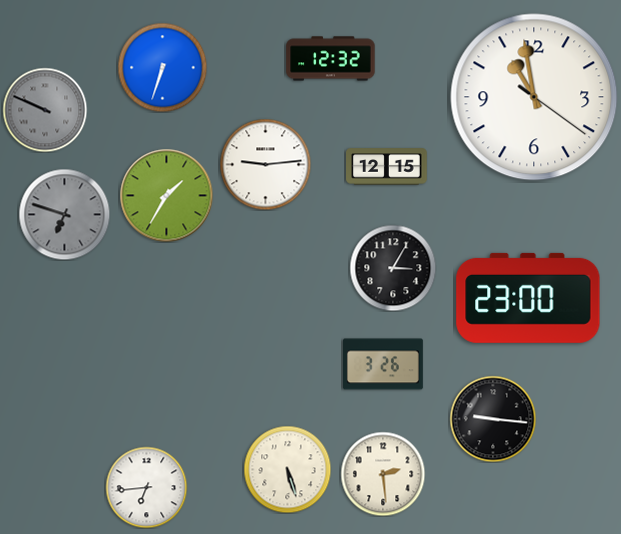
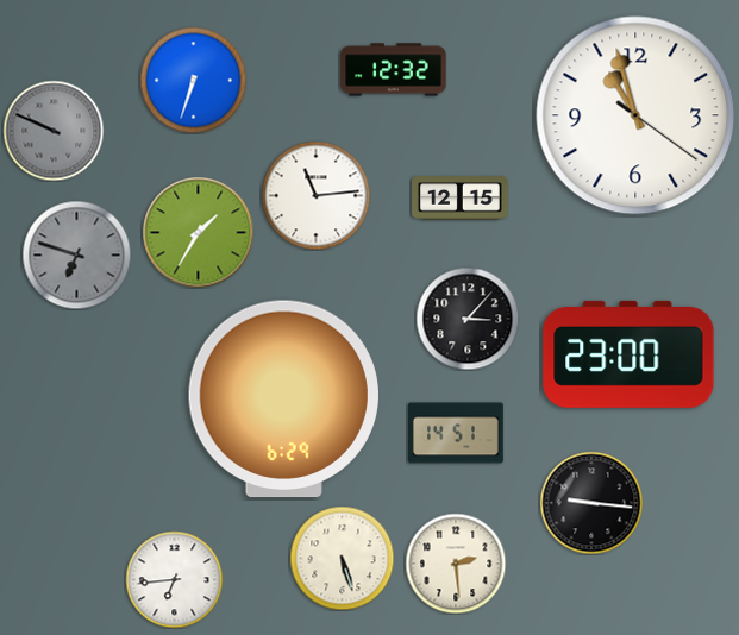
clock at (534, 97): 10:58 -> 10:57
clock at (265, 164): 9:14 -> 11:14
clock at (393, 268): 3:05 -> 3:07
clock at (283, 400): none -> 6:29
clock at (384, 364): 3:26 -> 14:51
clock at (493, 419) position: (493, 419) -> (591, 503)
